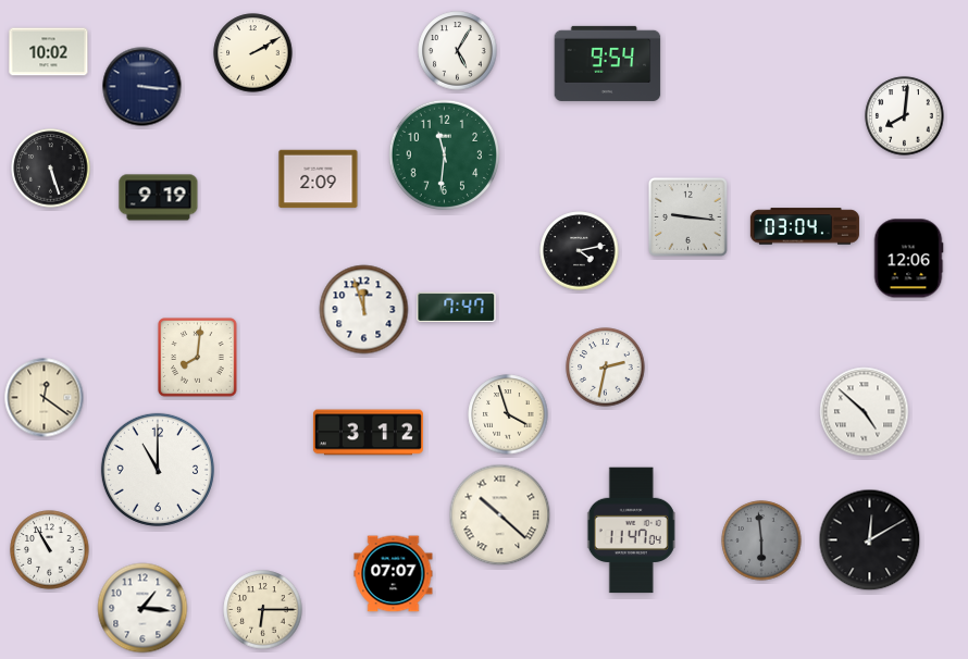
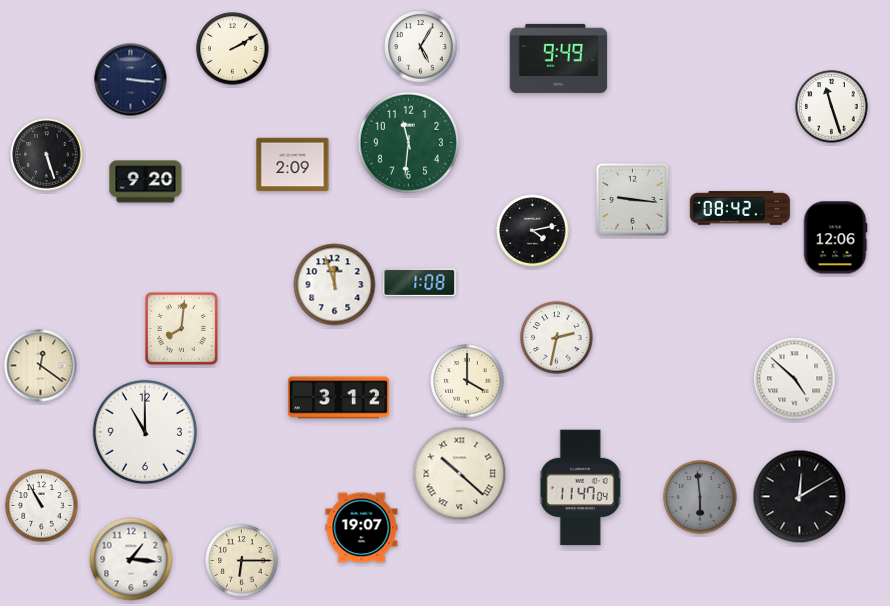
clock at (49, 52): 10:02 -> none
clock at (608, 63): 9:54 -> 9:49
clock at (905, 116): 8:01 -> 11:27
clock at (159, 198): 9:19 -> 9:20
clock at (805, 226): 03:04 -> 08:42
clock at (457, 308): 7:47 -> 1:08
clock at (508, 414): 3:57 -> 4:00
clock at (50, 550) position: (50, 550) -> (42, 506)
clock at (394, 574): 07:07 -> 19:07
